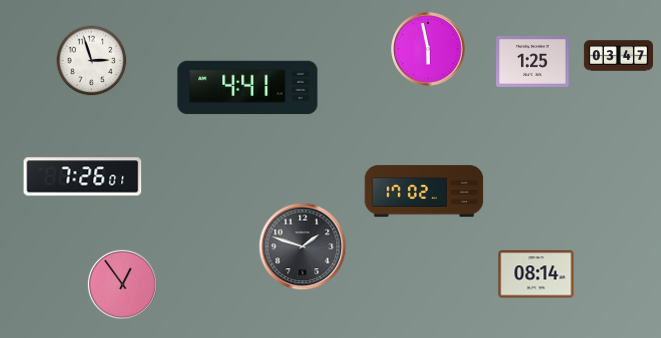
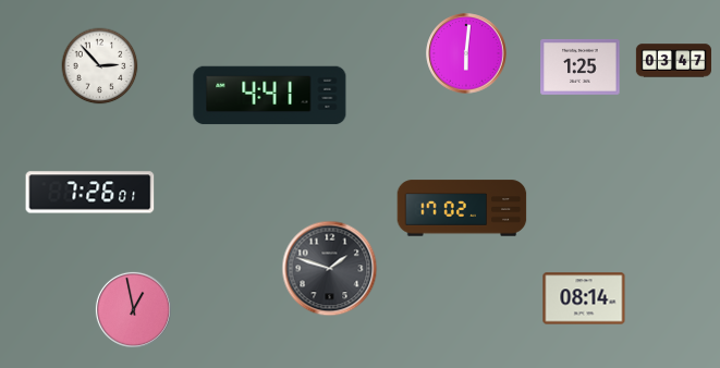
clock at (428, 49): 5:58 -> 6:01
clock at (92, 61): 2:57 -> 2:53
clock at (122, 284): 12:54 -> 12:58
